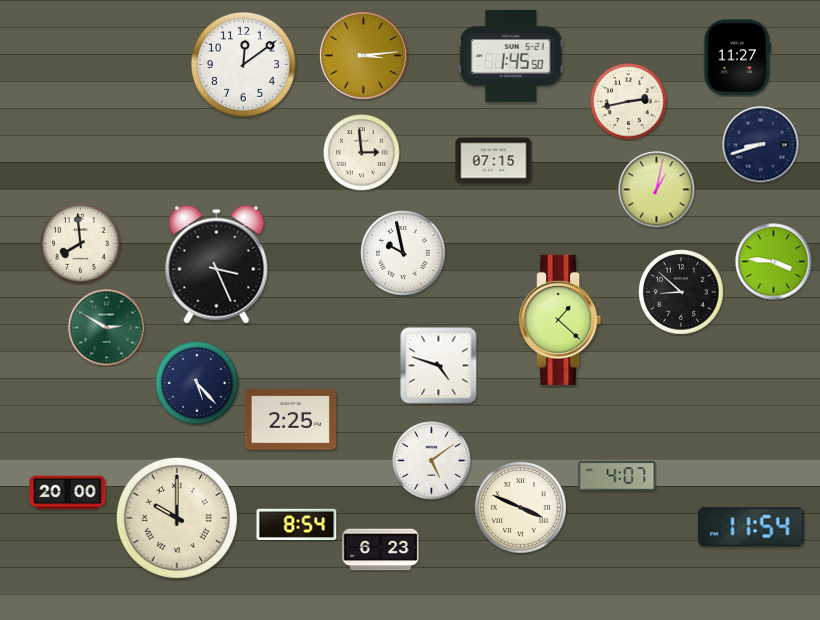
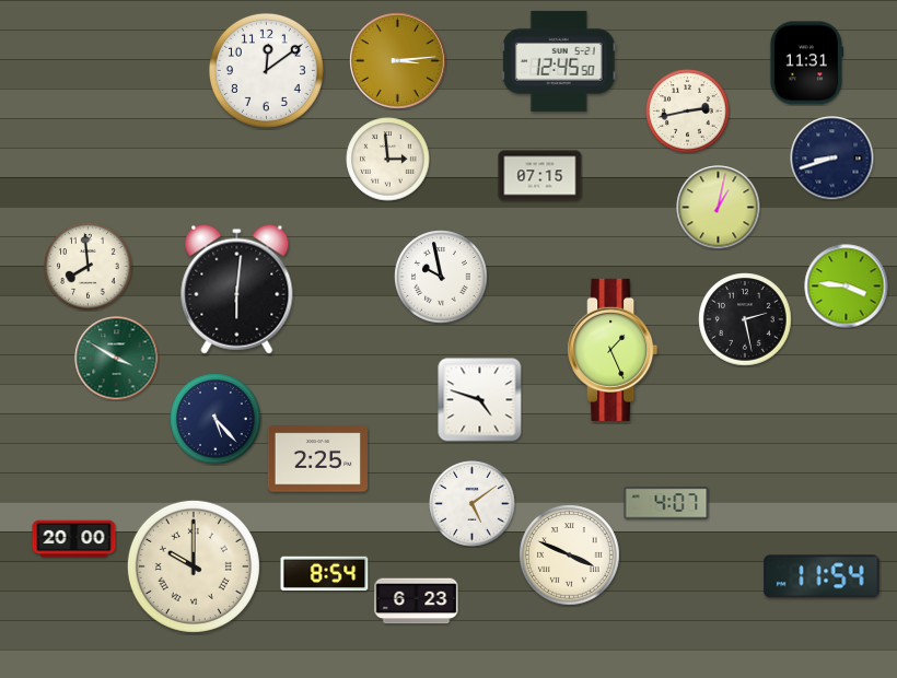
clock at (511, 56): 1:45 -> 12:45
clock at (737, 58): 11:27 -> 11:31
clock at (362, 153) position: (362, 153) -> (388, 160)
clock at (217, 264): 3:26 -> 6:01
clock at (681, 292): 8:52 -> 2:28
clock at (560, 320): 1:22 -> 1:26
clock at (107, 328): 2:50 -> 3:50
clock at (617, 476) position: (617, 476) -> (666, 503)
